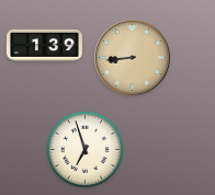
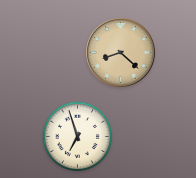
clock at (44, 45): 1:39 -> none
clock at (133, 58): 8:44 -> 8:22
